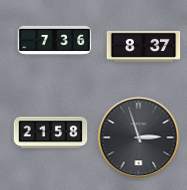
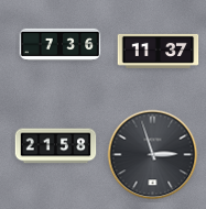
clock at (144, 46): 8:37 -> 11:37
clock at (139, 138) position: (139, 138) -> (153, 155)
